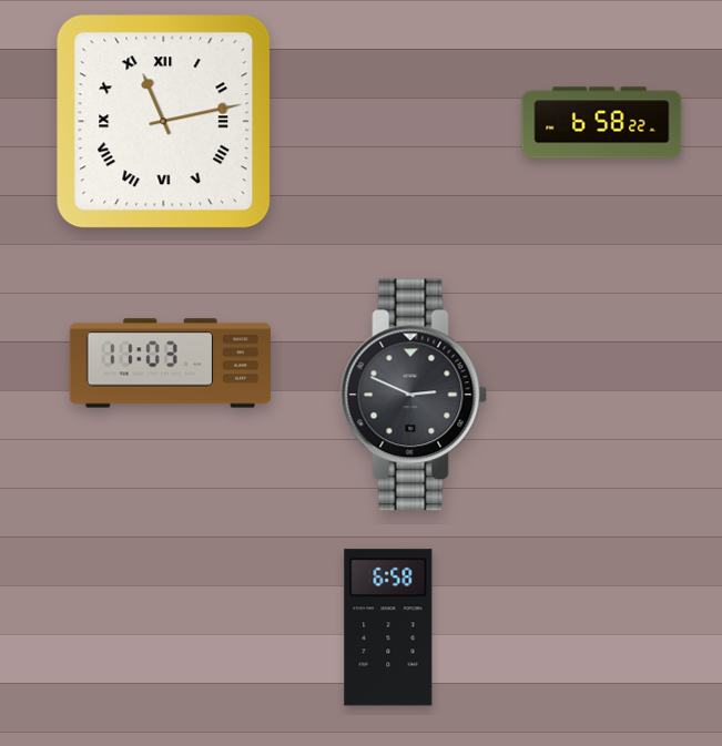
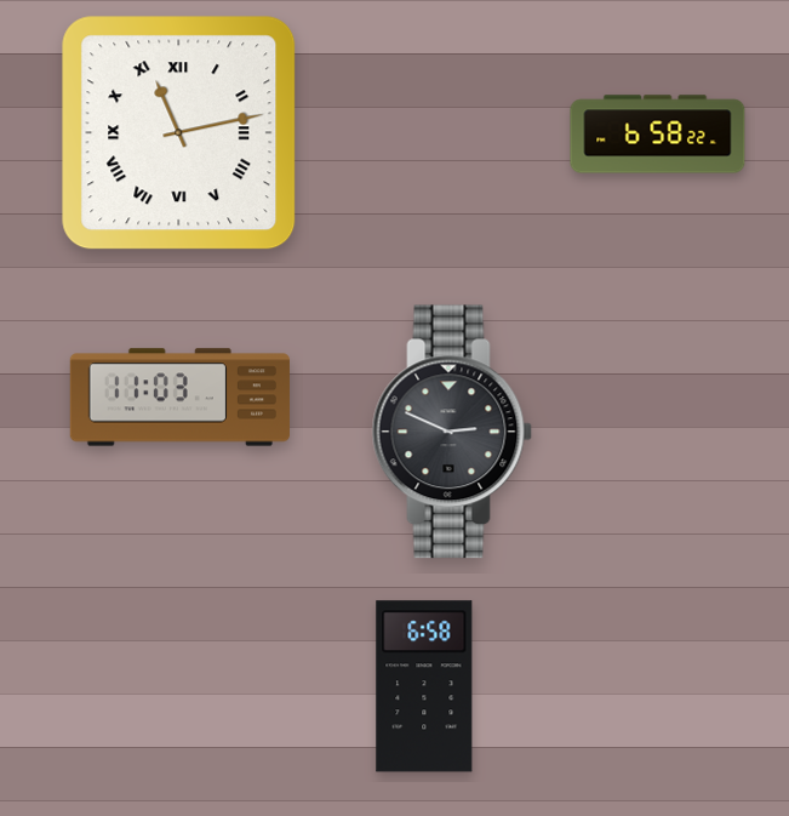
clock at (170, 364) position: (170, 364) -> (179, 398)
